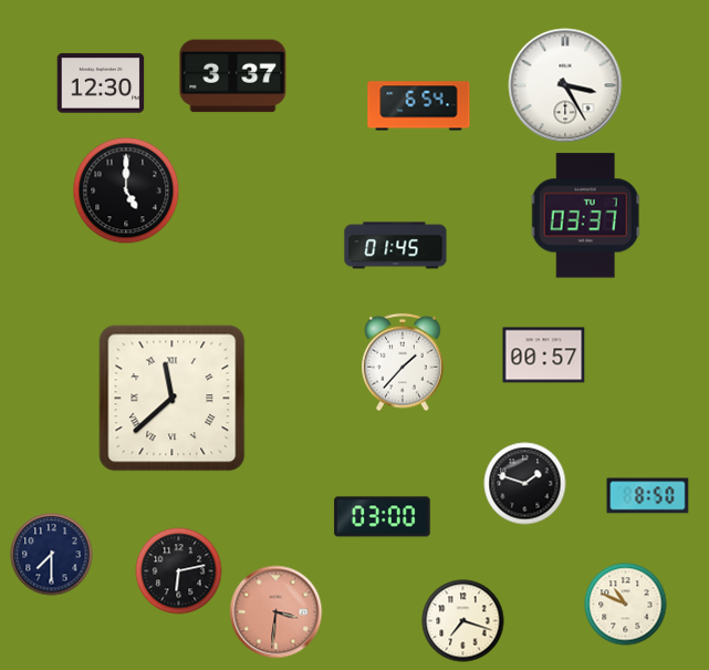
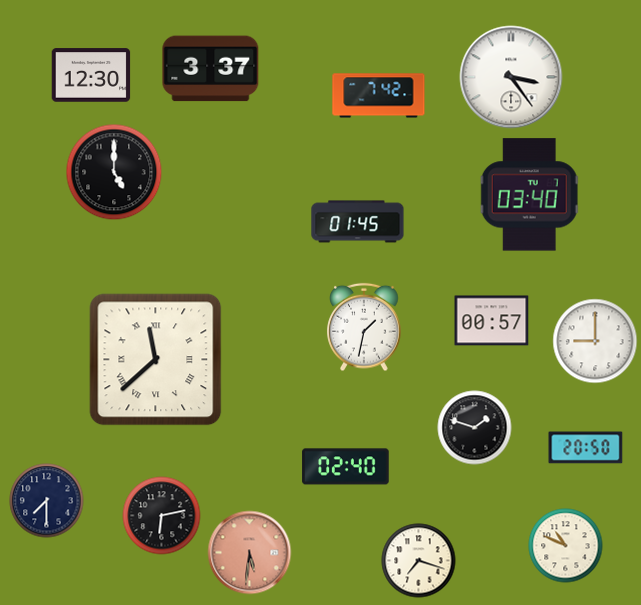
clock at (565, 85): 3:25 -> 3:24
clock at (419, 106): 6:54 -> 7:42
clock at (586, 216): 03:37 -> 03:40
clock at (403, 362): 1:37 -> 1:32
clock at (595, 341): none -> 9:00
clock at (525, 484) position: (525, 484) -> (475, 428)
clock at (648, 496): 8:50 -> 20:50
clock at (383, 517): 03:00 -> 02:40
clock at (277, 612): 3:31 -> 5:31
